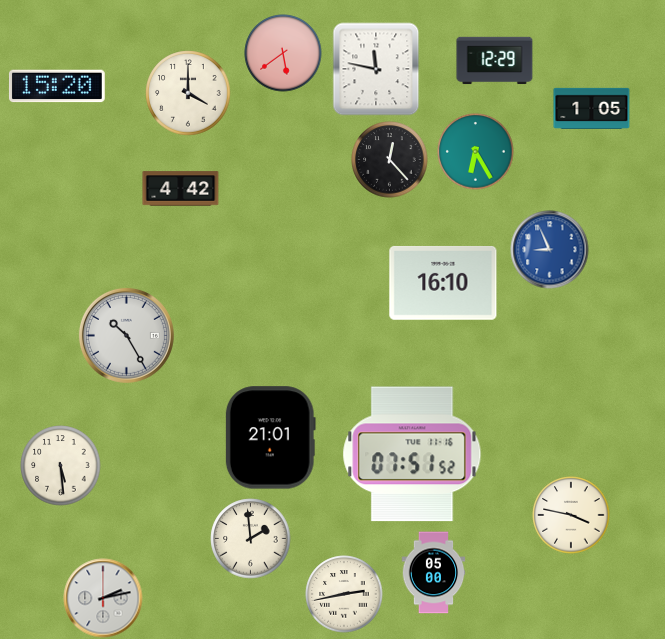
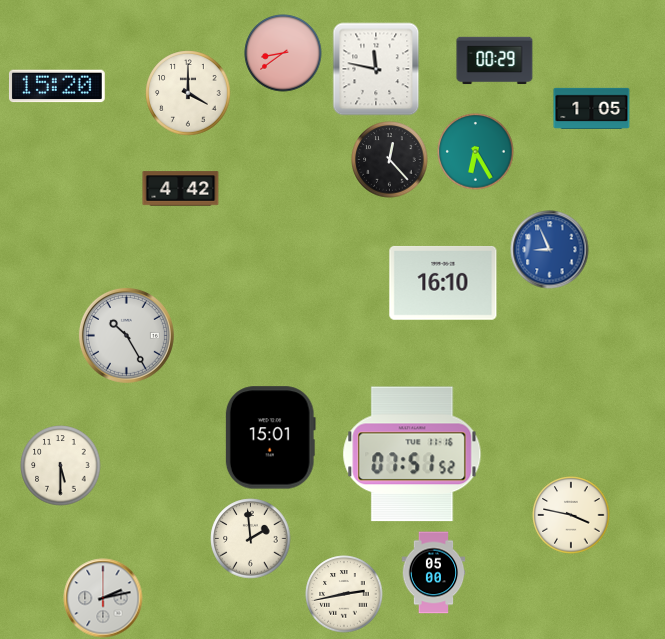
clock at (283, 53): 5:39 -> 8:39
clock at (495, 61): 12:29 -> 00:29
clock at (270, 438): 21:01 -> 15:01
clock at (61, 466): 5:29 -> 5:30
